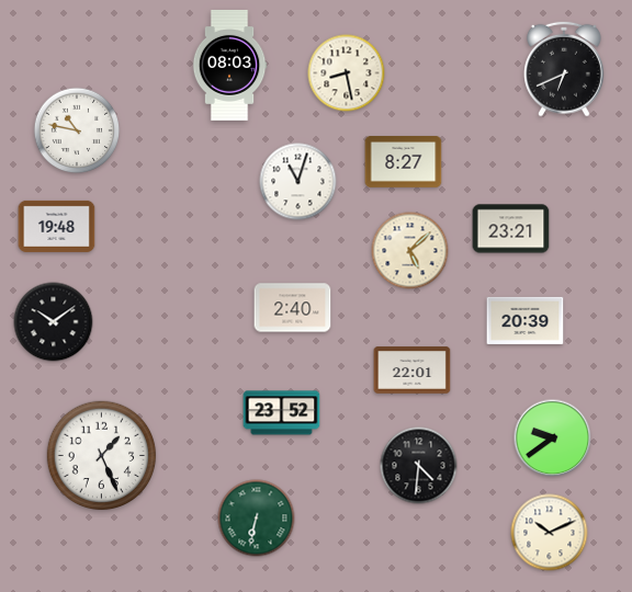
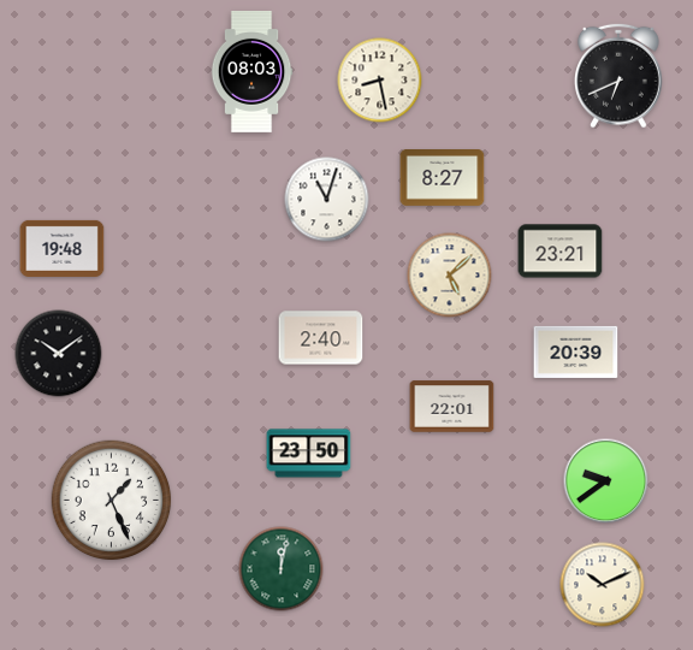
clock at (77, 130): 10:47 -> none
clock at (282, 413): 23:52 -> 23:50
clock at (419, 466): 4:31 -> none
clock at (257, 519): 6:32 -> 12:02
